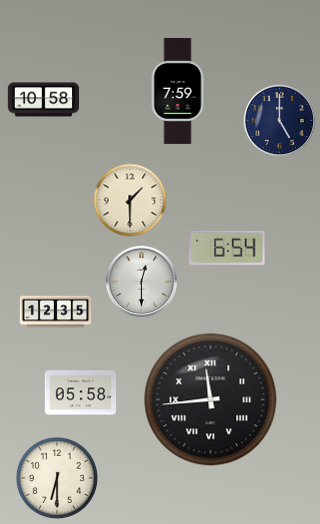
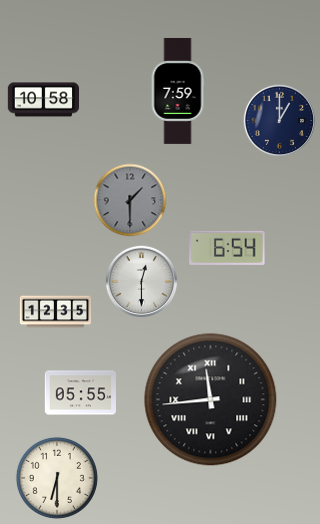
clock at (280, 121): 5:00 -> 1:00
clock at (130, 200) dial: cream -> grey
clock at (80, 393): 05:58 -> 05:55
